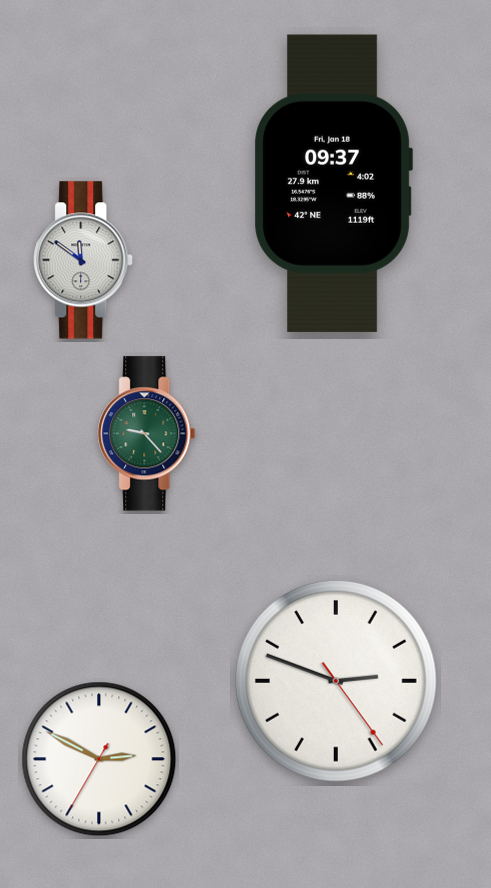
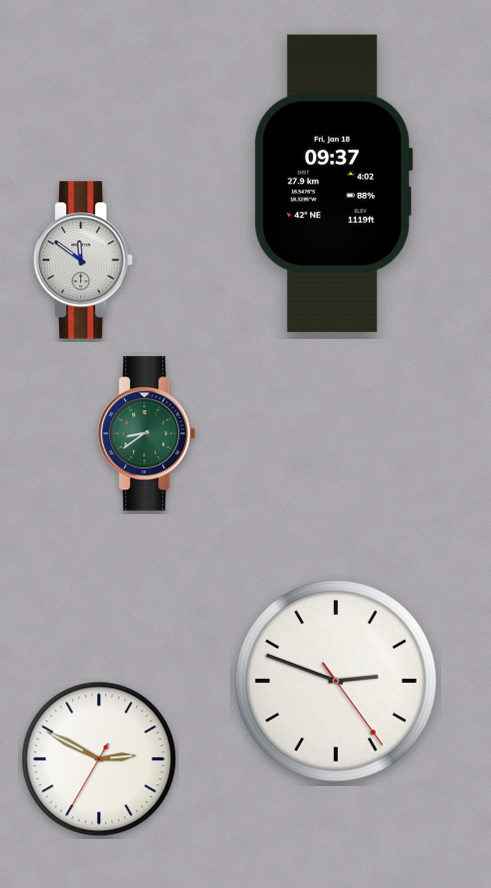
clock at (147, 434): 9:23 -> 8:39
